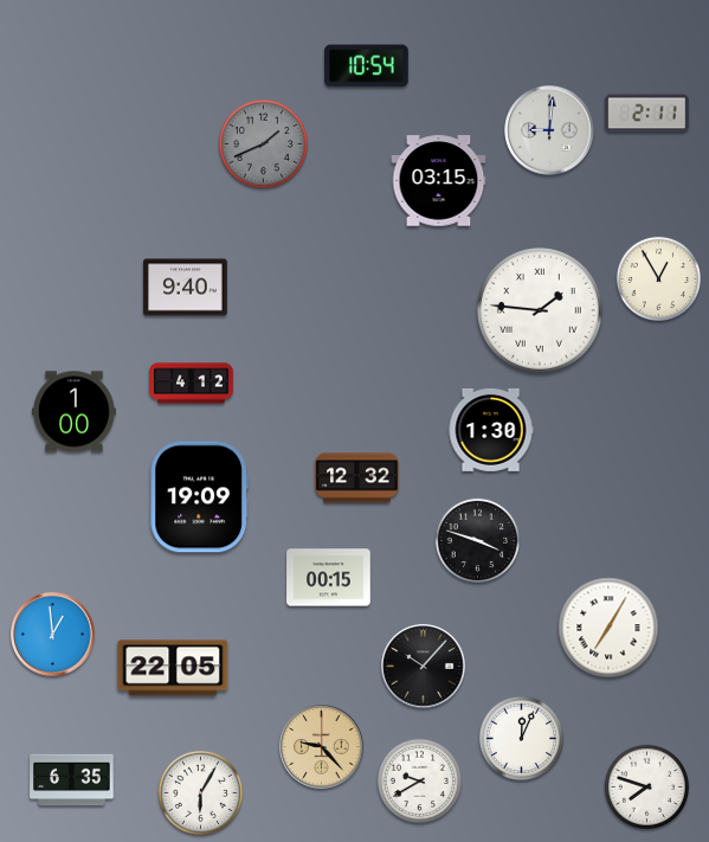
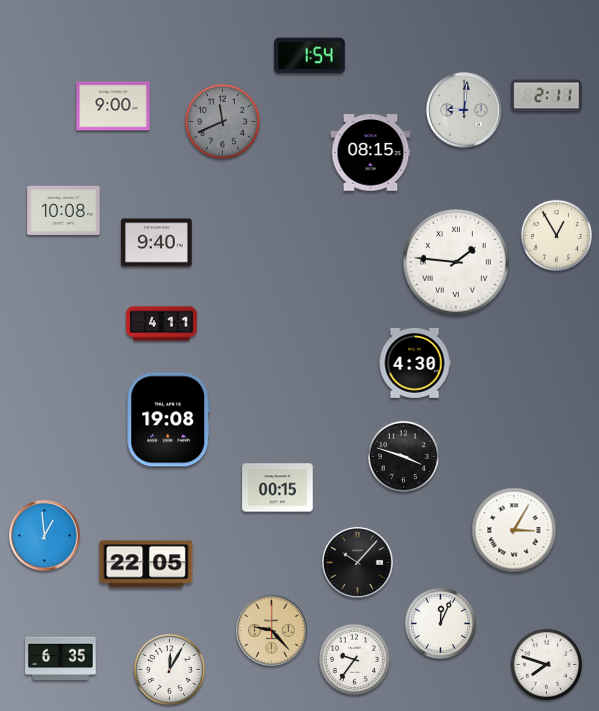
clock at (367, 66): 10:54 -> 1:54
clock at (113, 106): none -> 9:00
clock at (263, 143): 1:41 -> 11:41
clock at (439, 181): 03:15 -> 08:15
clock at (64, 210): none -> 10:08
clock at (192, 384): 4:12 -> 4:11
clock at (75, 412): 1:00 -> none
clock at (491, 430): 1:30 -> 4:30
clock at (357, 478): 12:32 -> none
clock at (199, 497): 19:09 -> 19:08
clock at (608, 628): 7:05 -> 3:05
clock at (419, 780): 9:40 -> 9:36
clock at (200, 792): 6:05 -> 12:05
